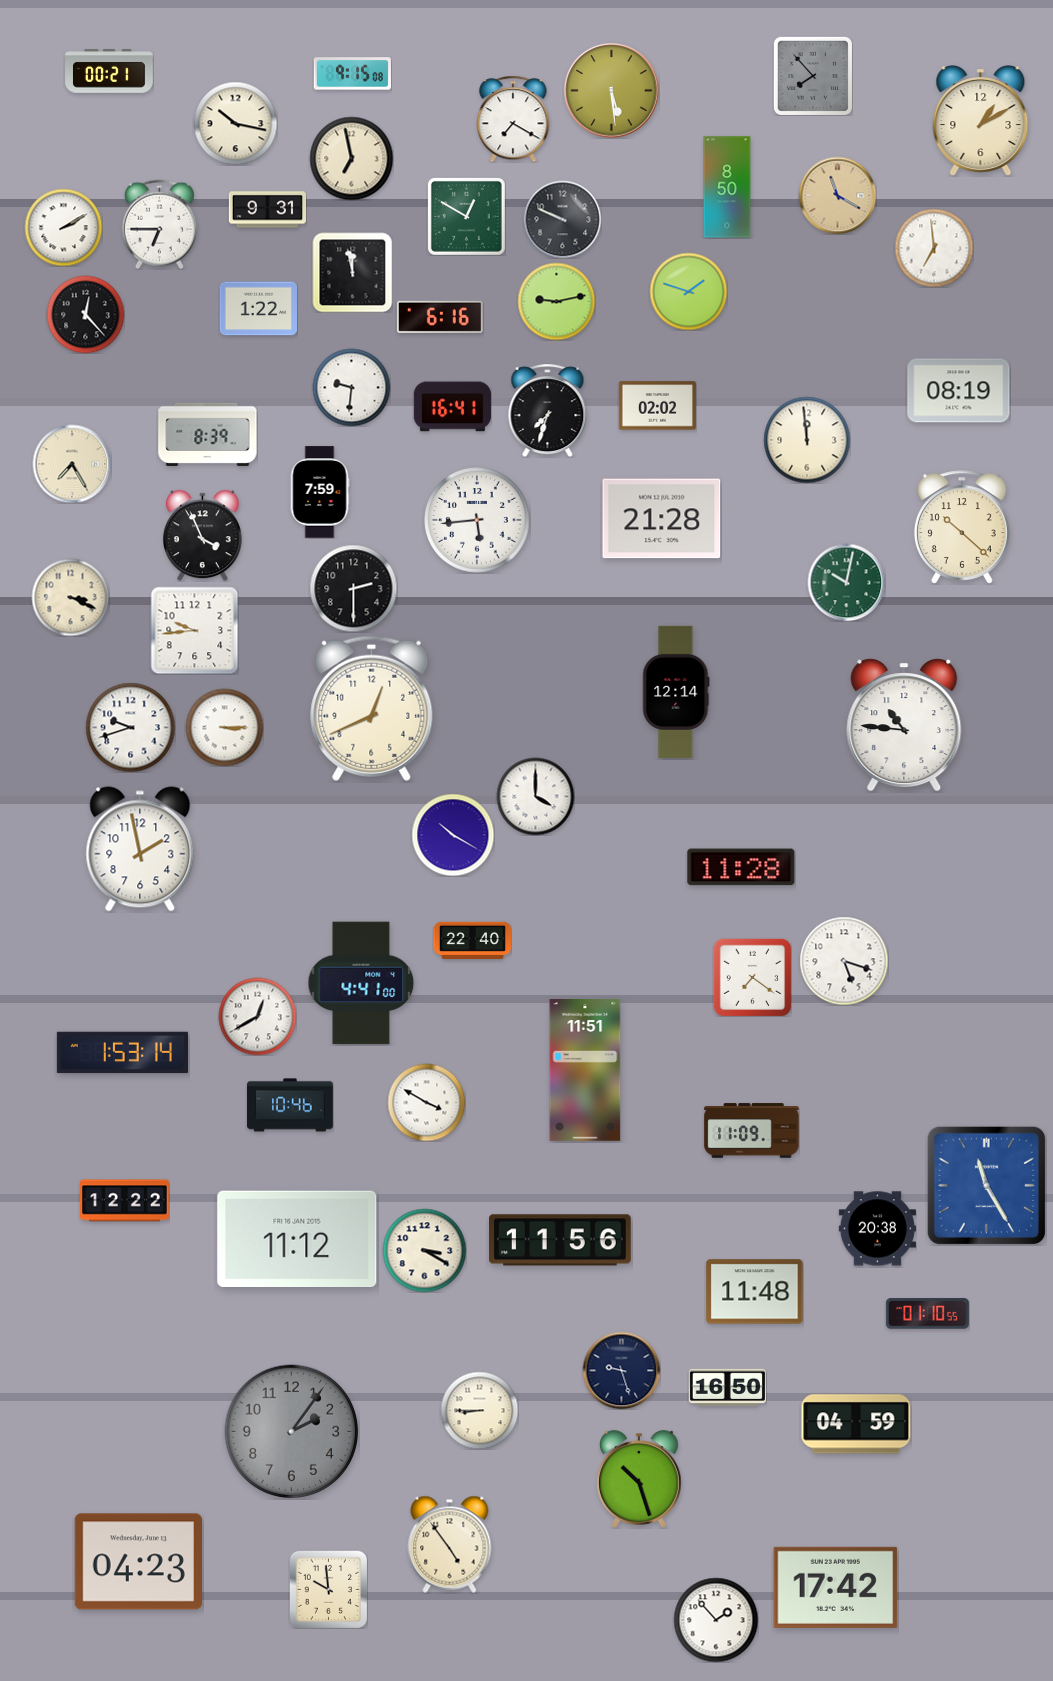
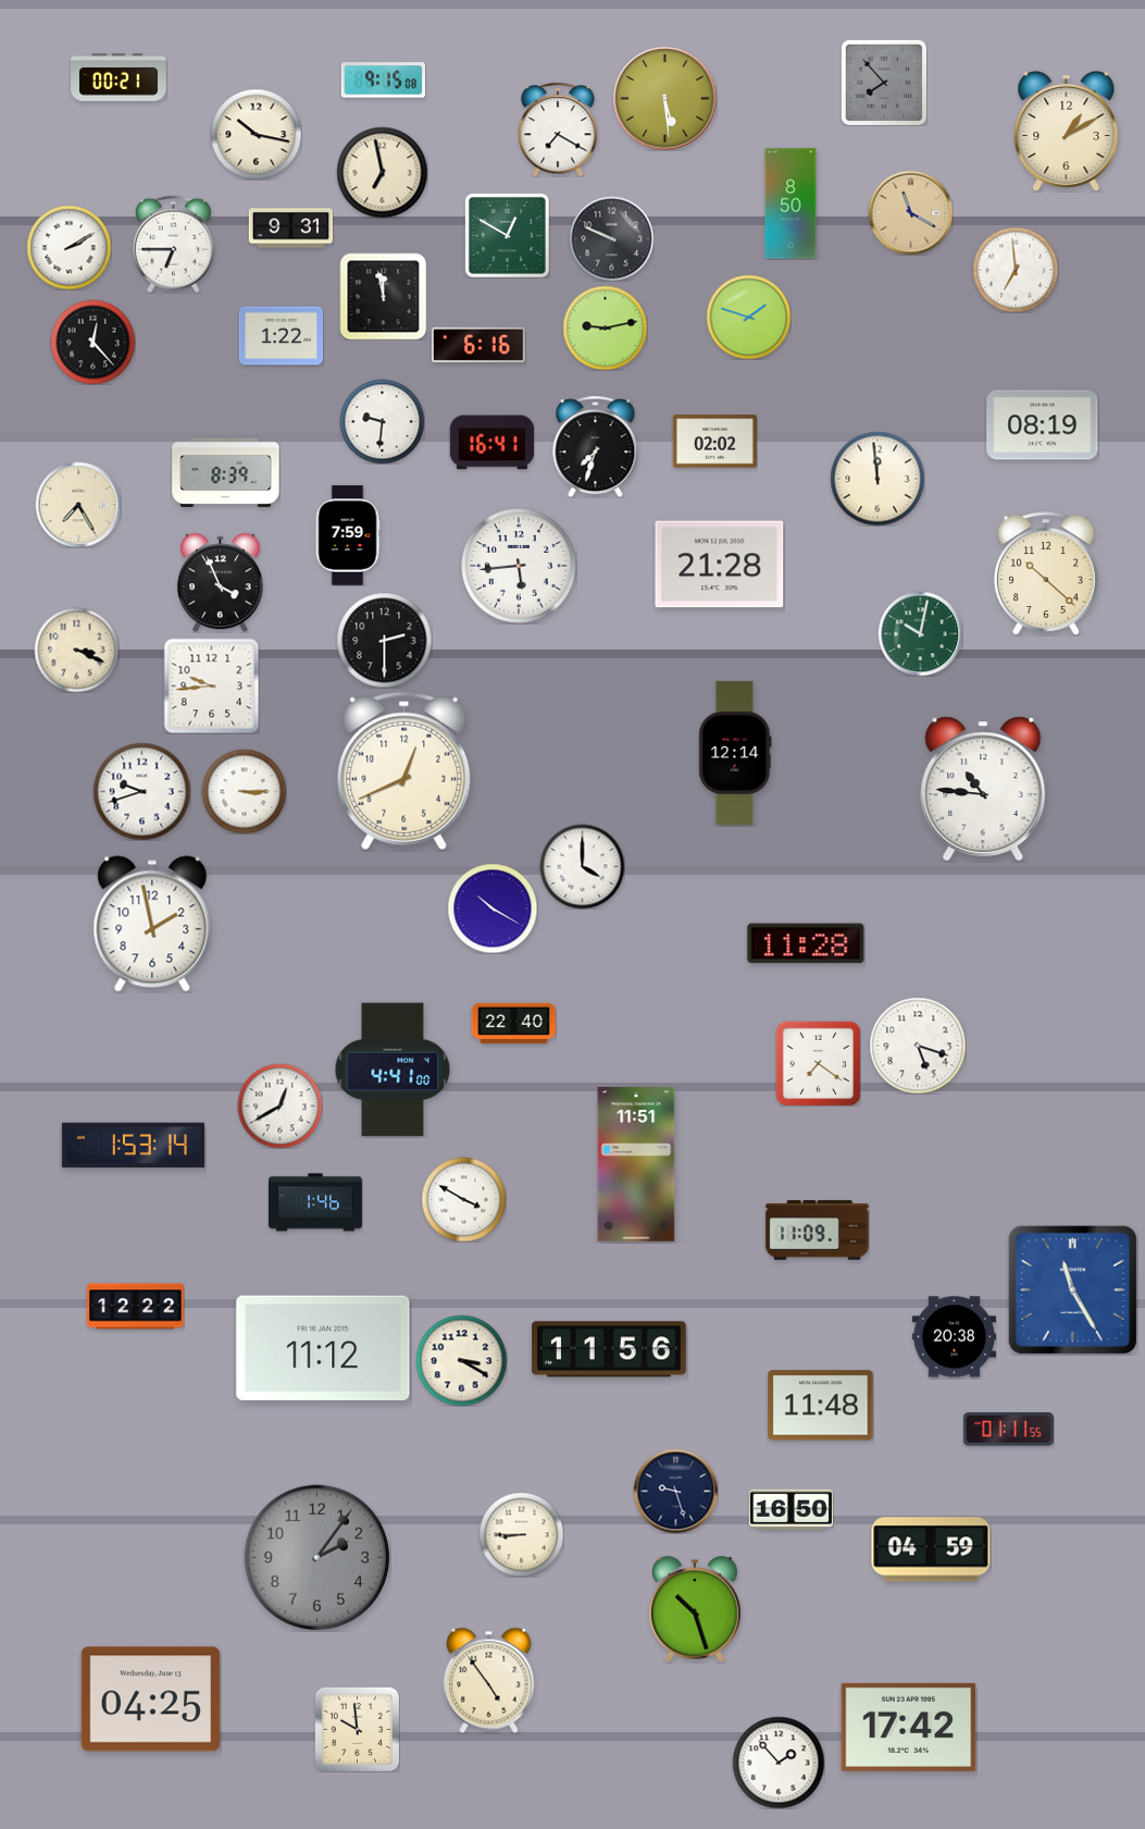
clock at (291, 1105): 10:46 -> 1:46
clock at (927, 1314): 01:10 -> 01:11
clock at (138, 1562): 04:23 -> 04:25
